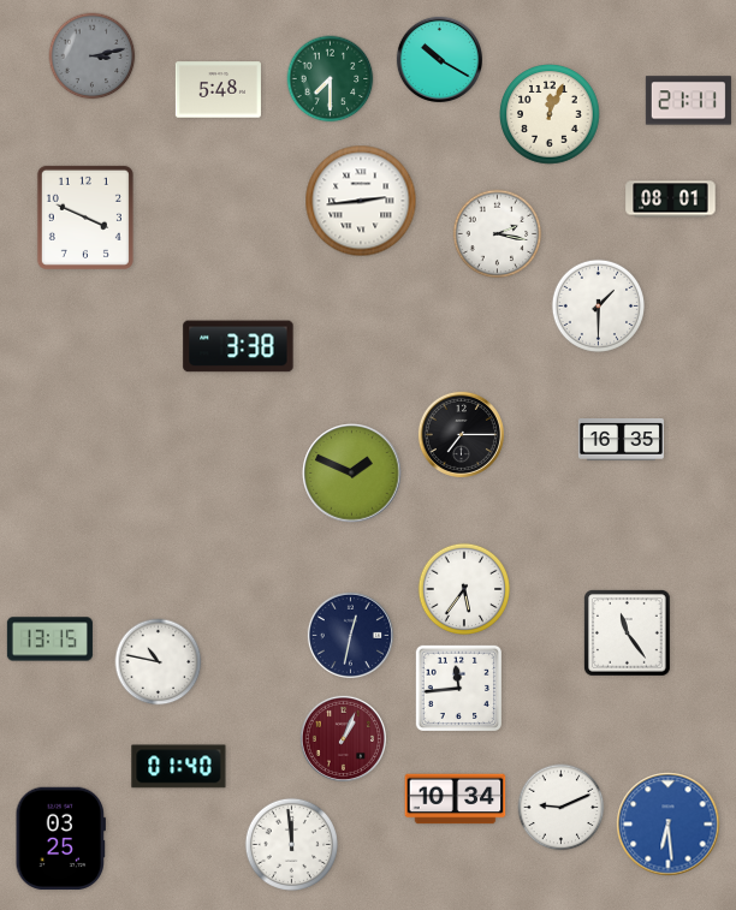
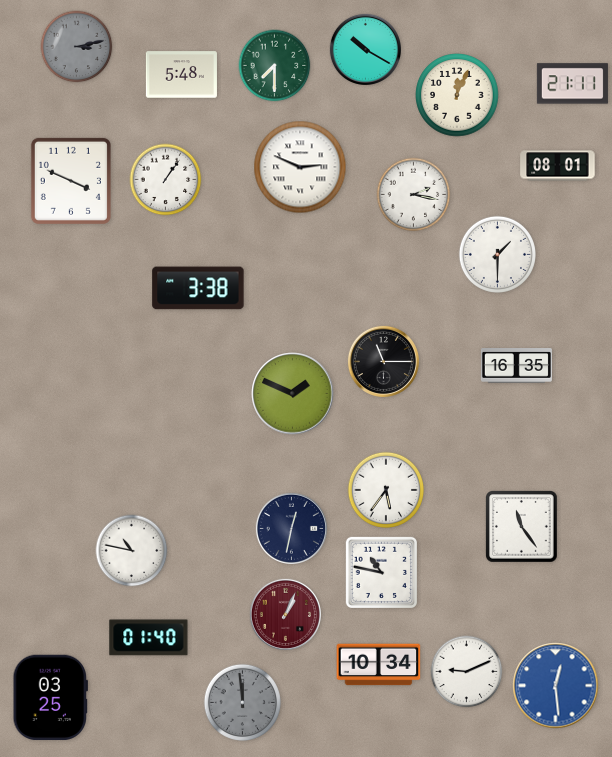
clock at (361, 201): 2:44 -> 2:49
clock at (166, 180): none -> 1:06
clock at (461, 434): 7:15 -> 11:15
clock at (49, 640): 13:15 -> none
clock at (458, 688): 11:44 -> 10:47
clock at (669, 825): 6:29 -> 12:29
clock at (291, 844) dial: white -> grey
